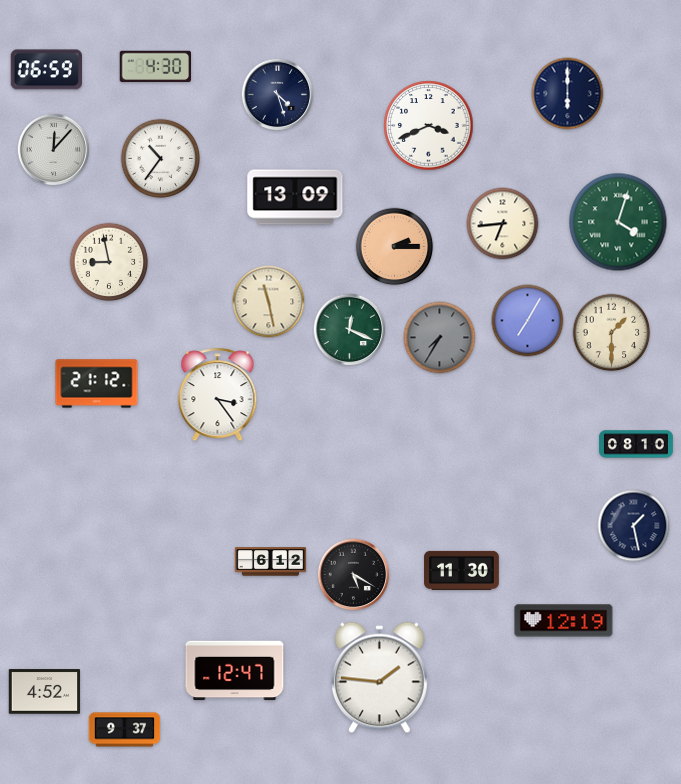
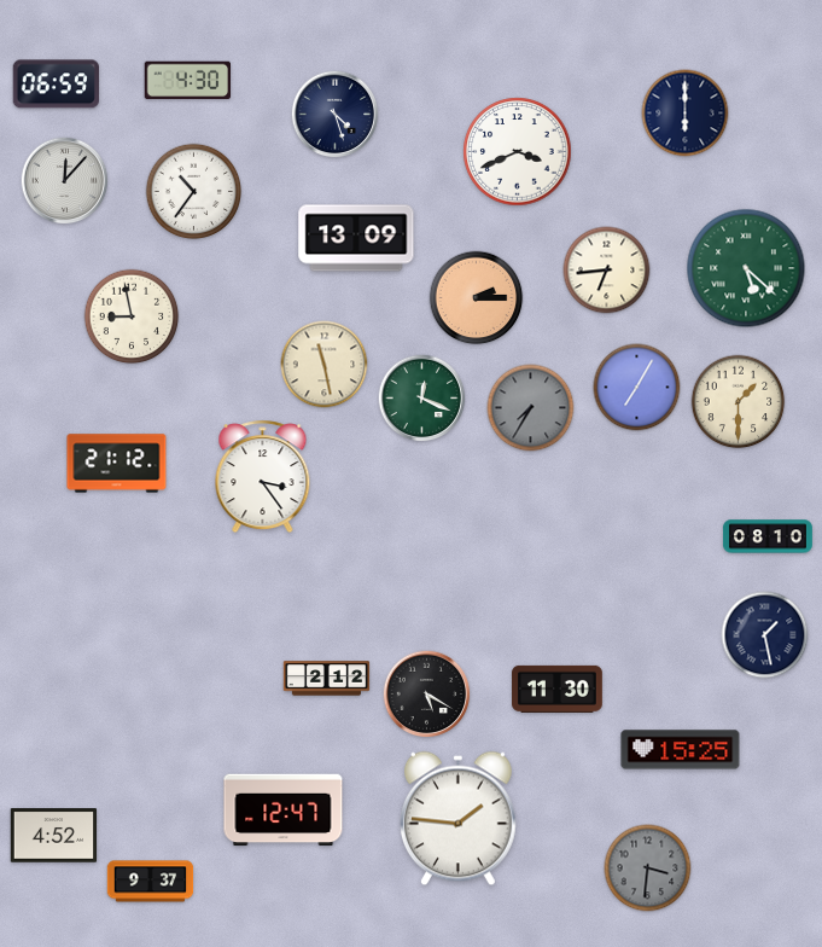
clock at (618, 222): 4:03 -> 5:22
clock at (271, 562): 6:12 -> 2:12
clock at (564, 621): 12:19 -> 15:25
clock at (648, 868): none -> 3:31
